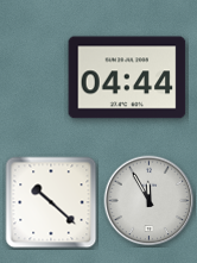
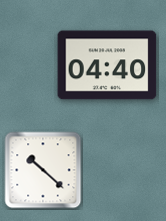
clock at (127, 77): 04:44 -> 04:40
clock at (150, 201): 11:55 -> none
